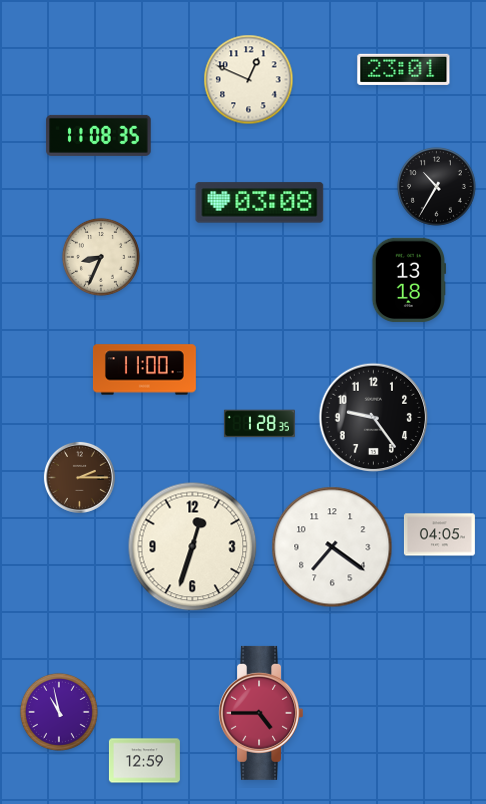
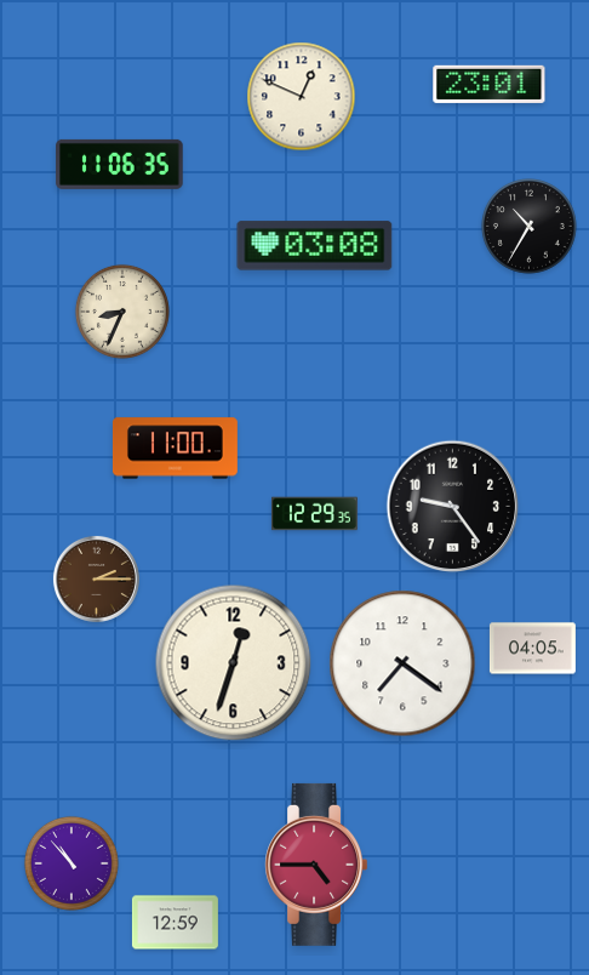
clock at (99, 135): 11:08 -> 11:06
clock at (408, 280): 13:18 -> none
clock at (259, 424): 1:28 -> 12:29
clock at (59, 712): 10:58 -> 10:53
